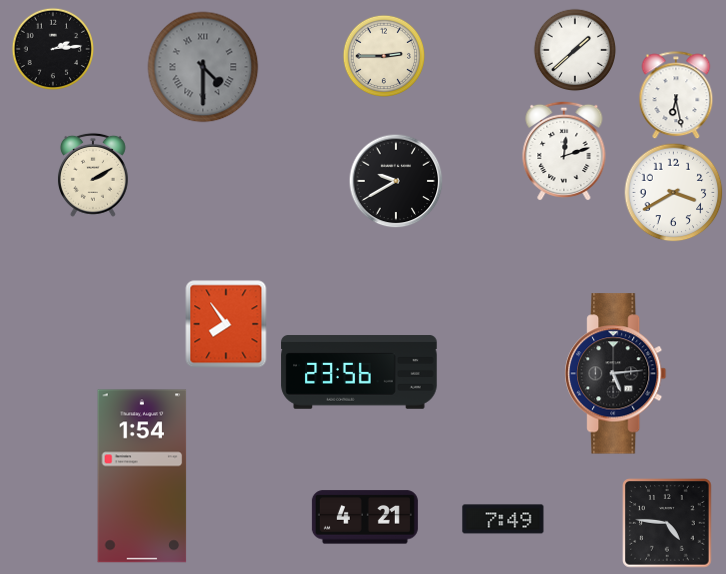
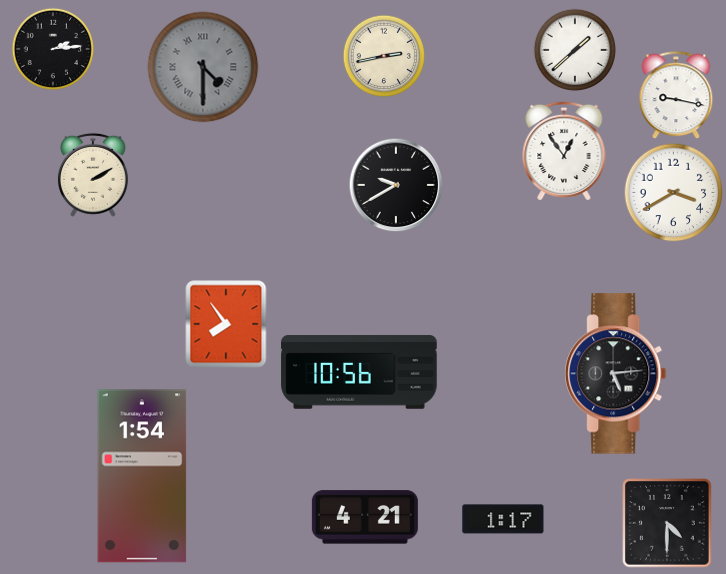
clock at (384, 56): 2:45 -> 2:43
clock at (676, 95): 6:28 -> 9:17
clock at (564, 151): 12:12 -> 12:54
clock at (396, 181) position: (396, 181) -> (396, 185)
clock at (359, 372): 23:56 -> 10:56
clock at (503, 519): 7:49 -> 1:17
clock at (667, 523): 4:46 -> 4:30
